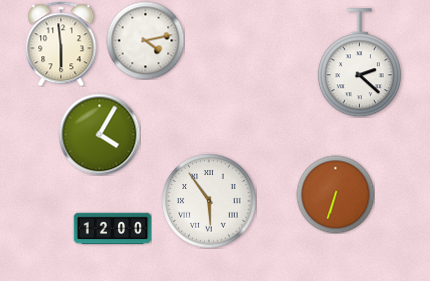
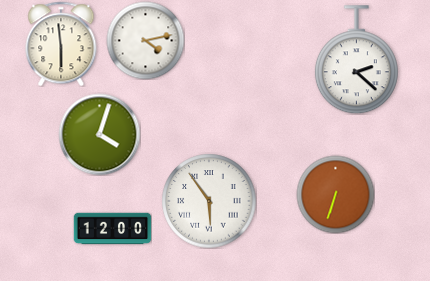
clock at (359, 63) position: (359, 63) -> (356, 60)
clock at (99, 134): 4:05 -> 4:03
